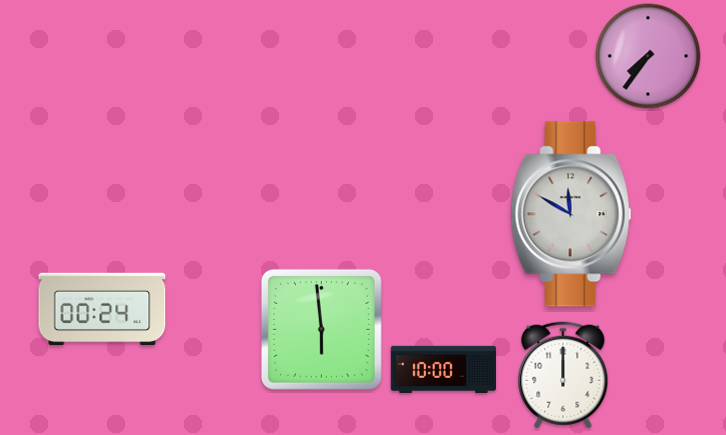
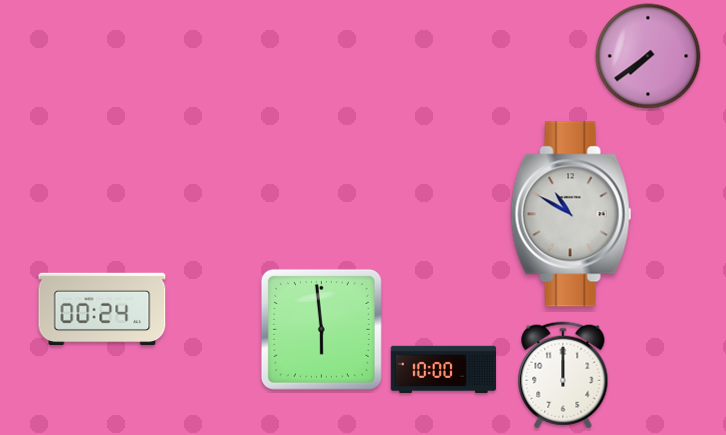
clock at (648, 56): 7:36 -> 7:39
clock at (571, 214): 11:50 -> 10:50
